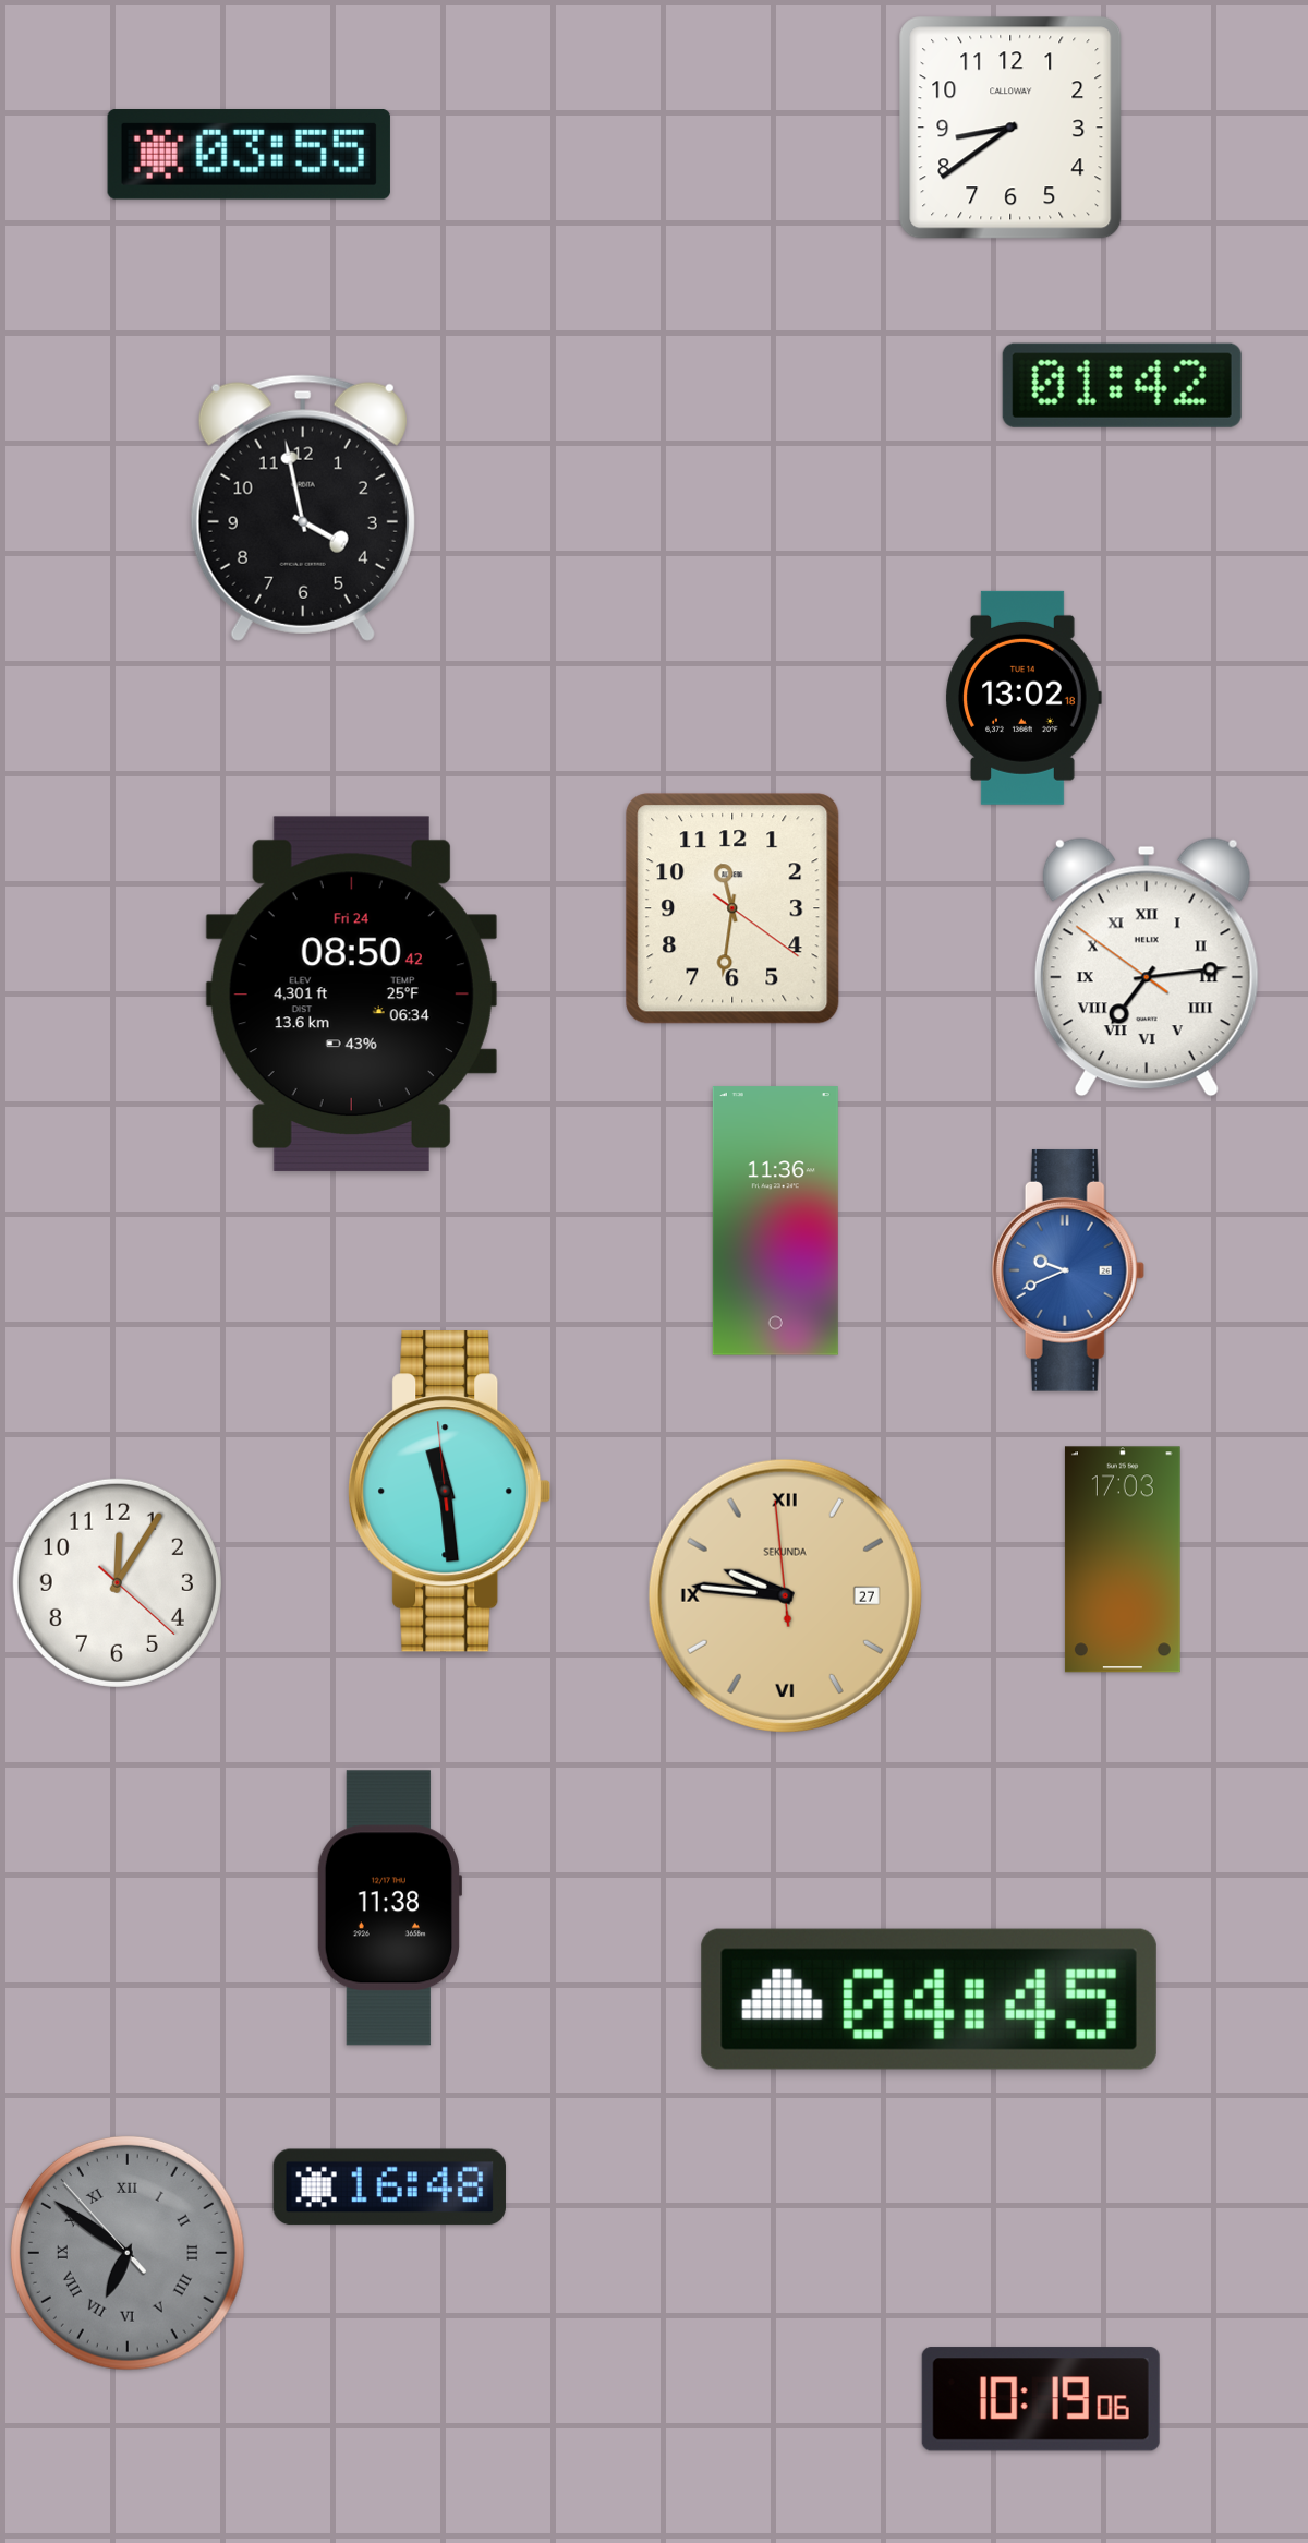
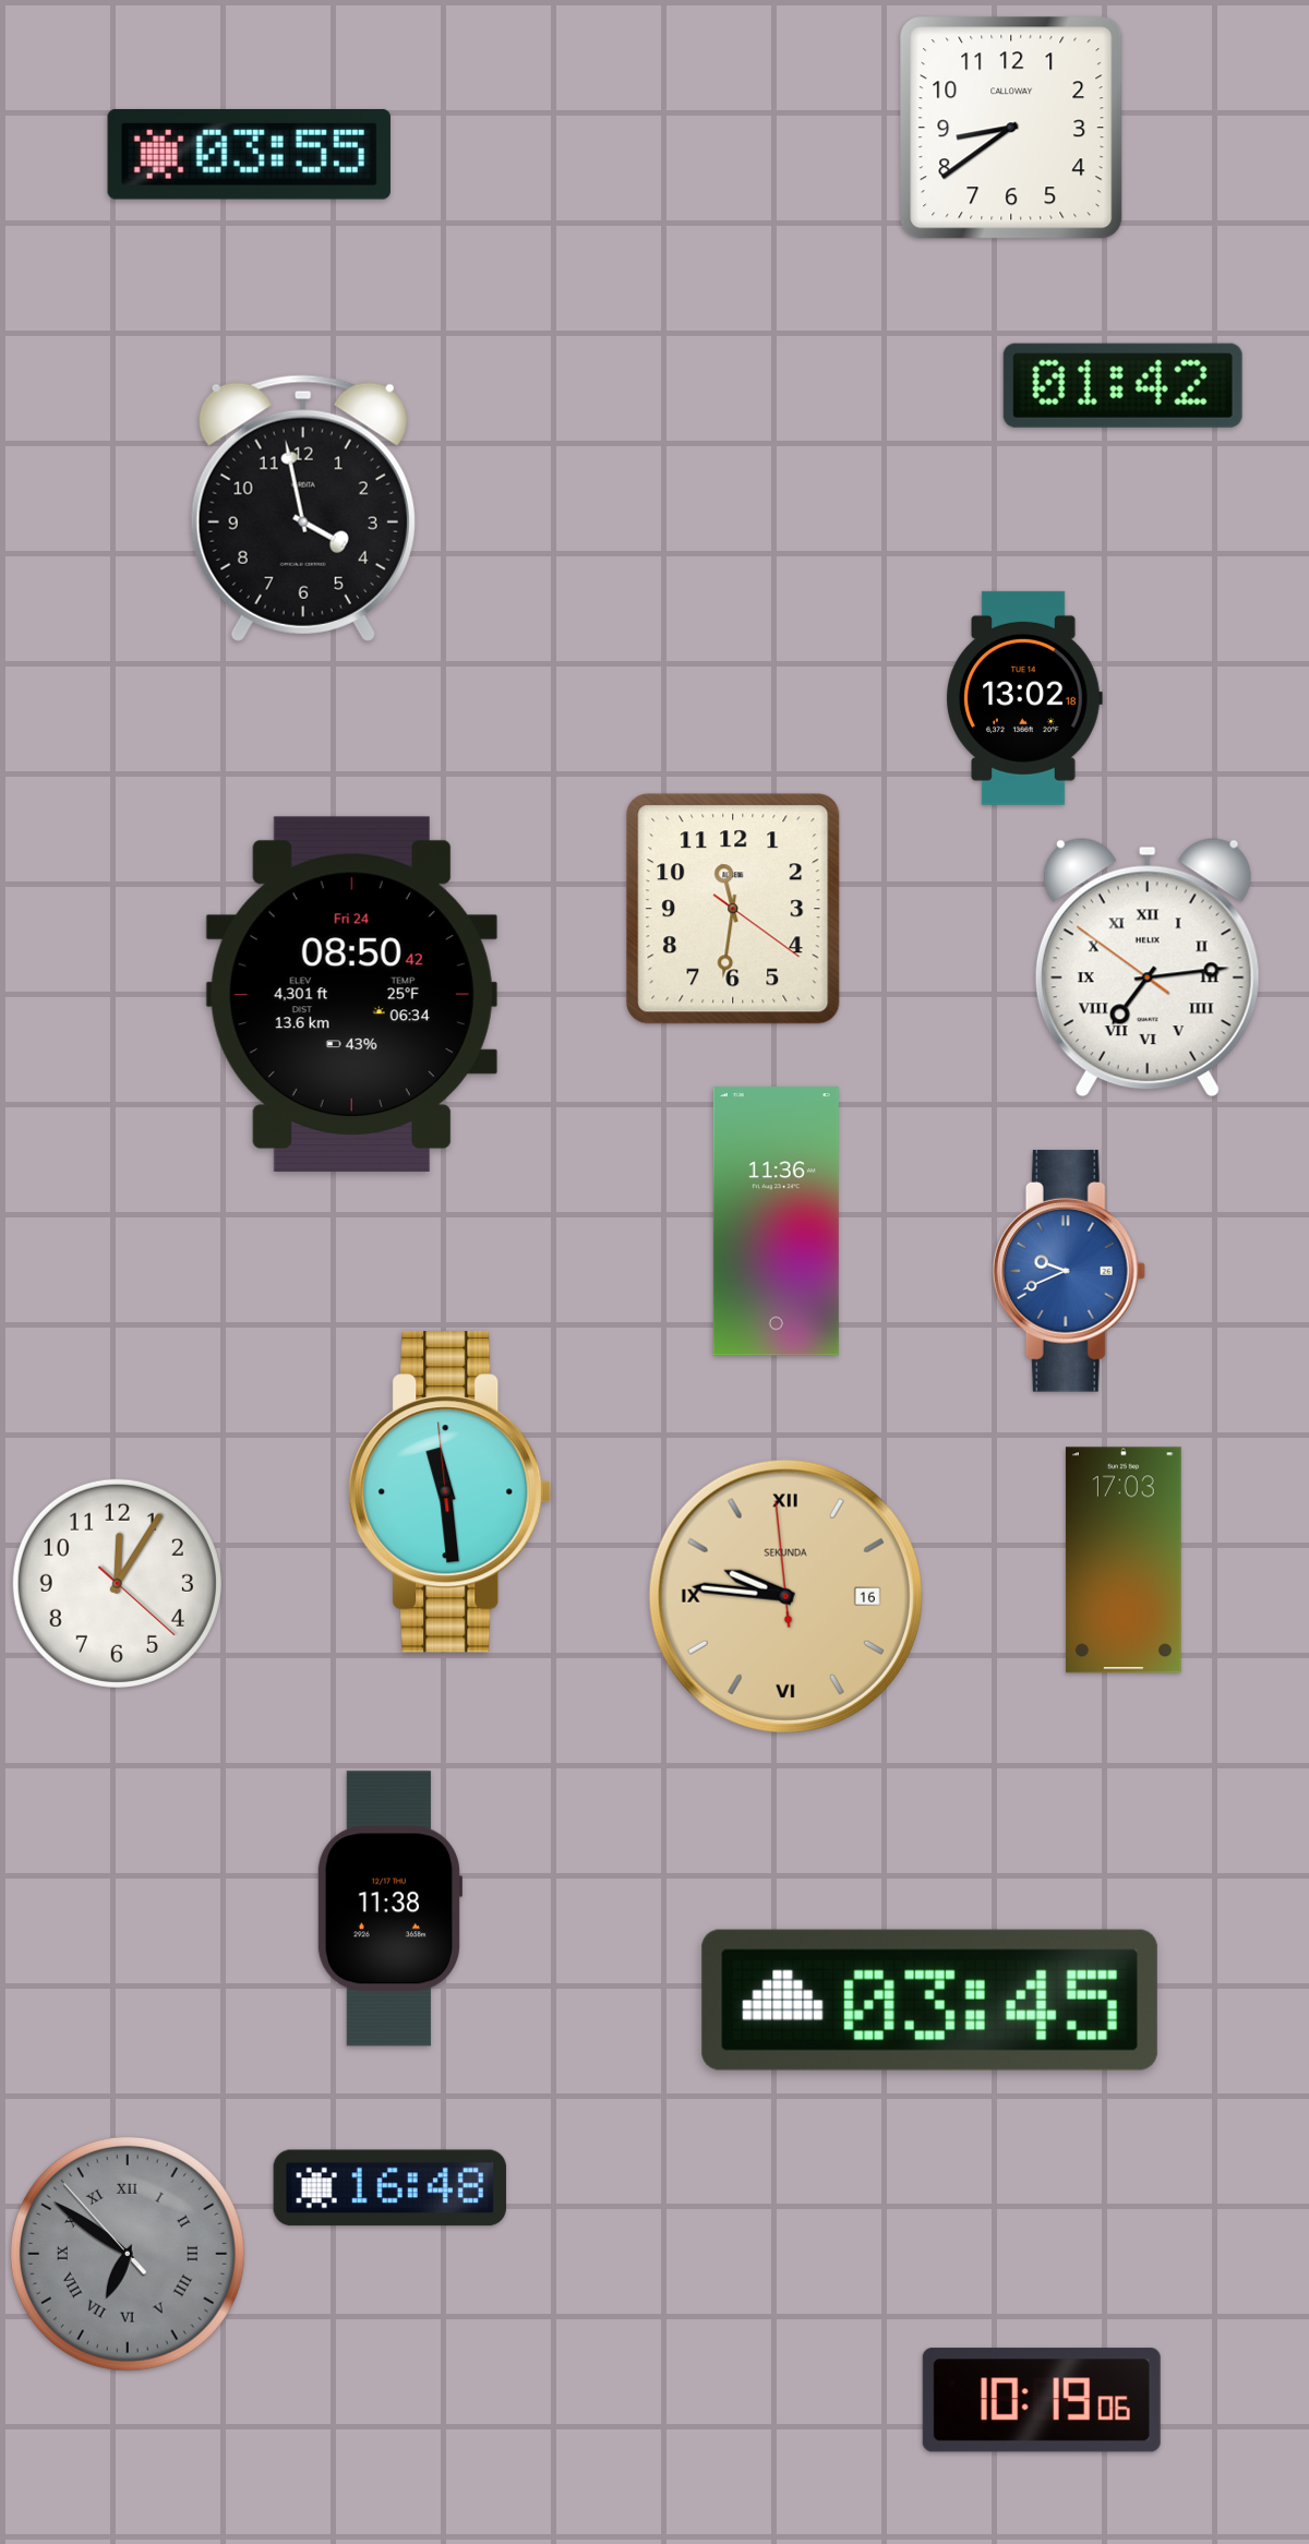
clock at (785, 1595) date: 27 -> 16
clock at (929, 1999): 04:45 -> 03:45
